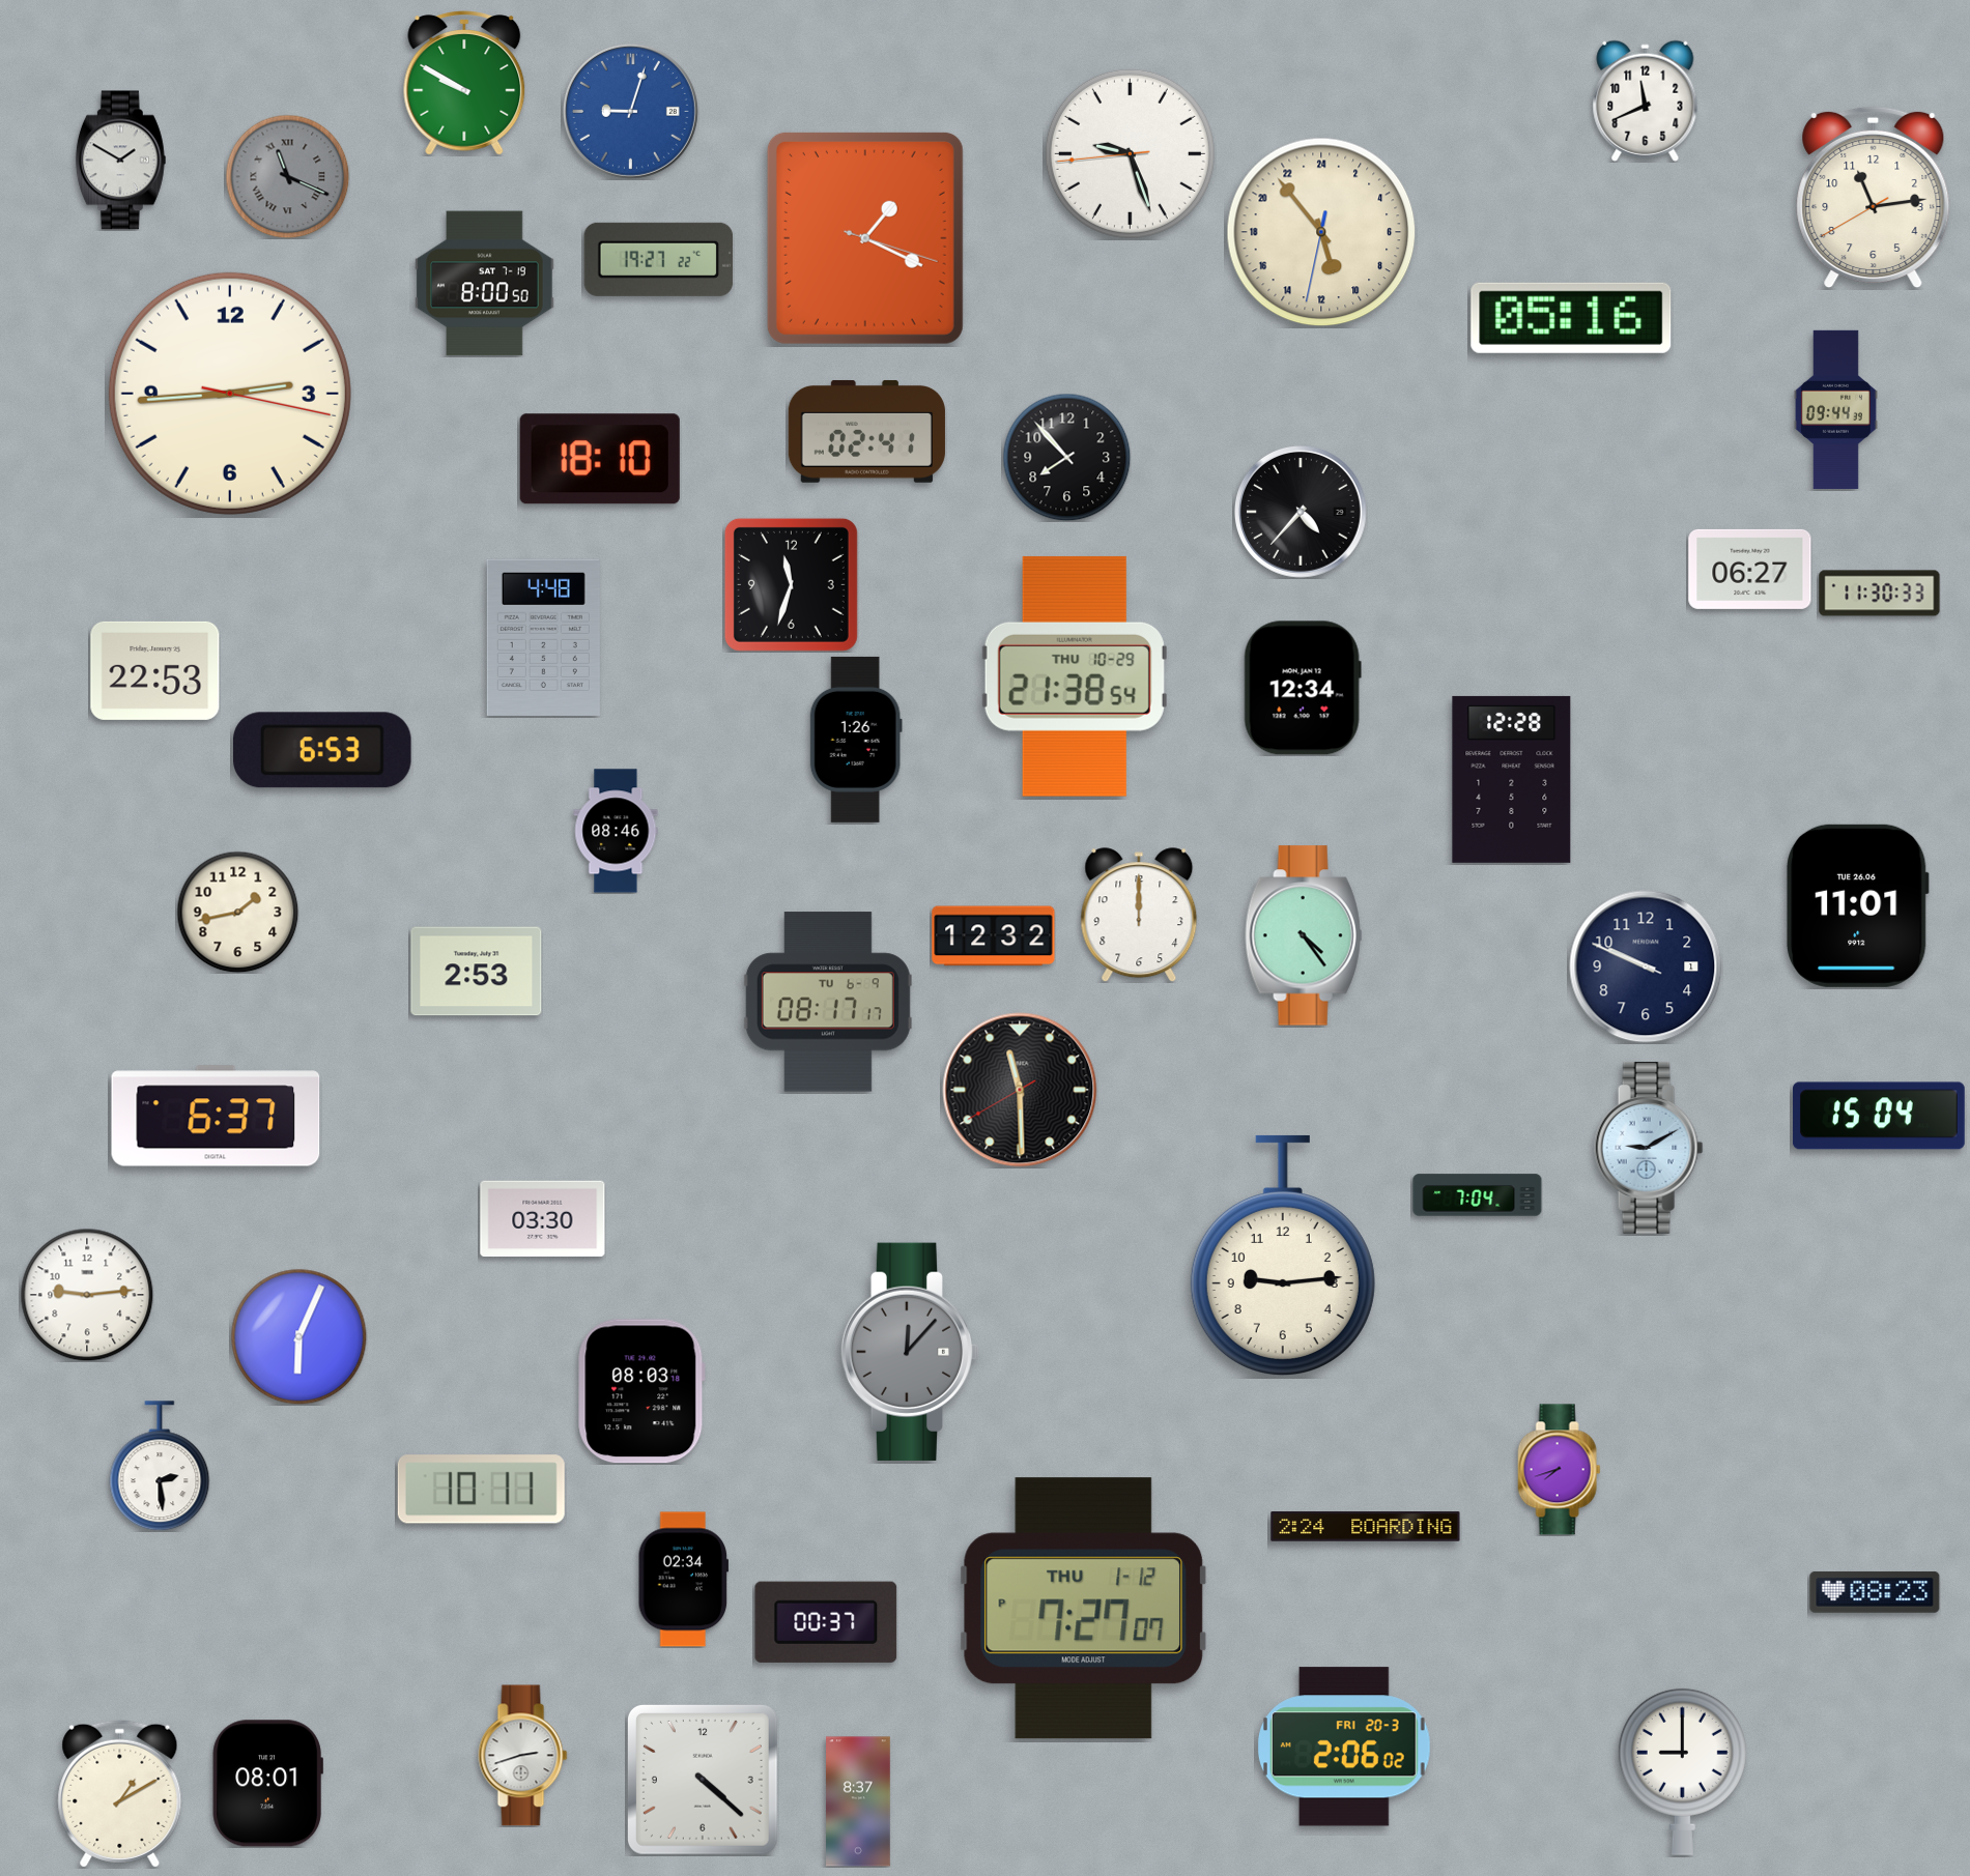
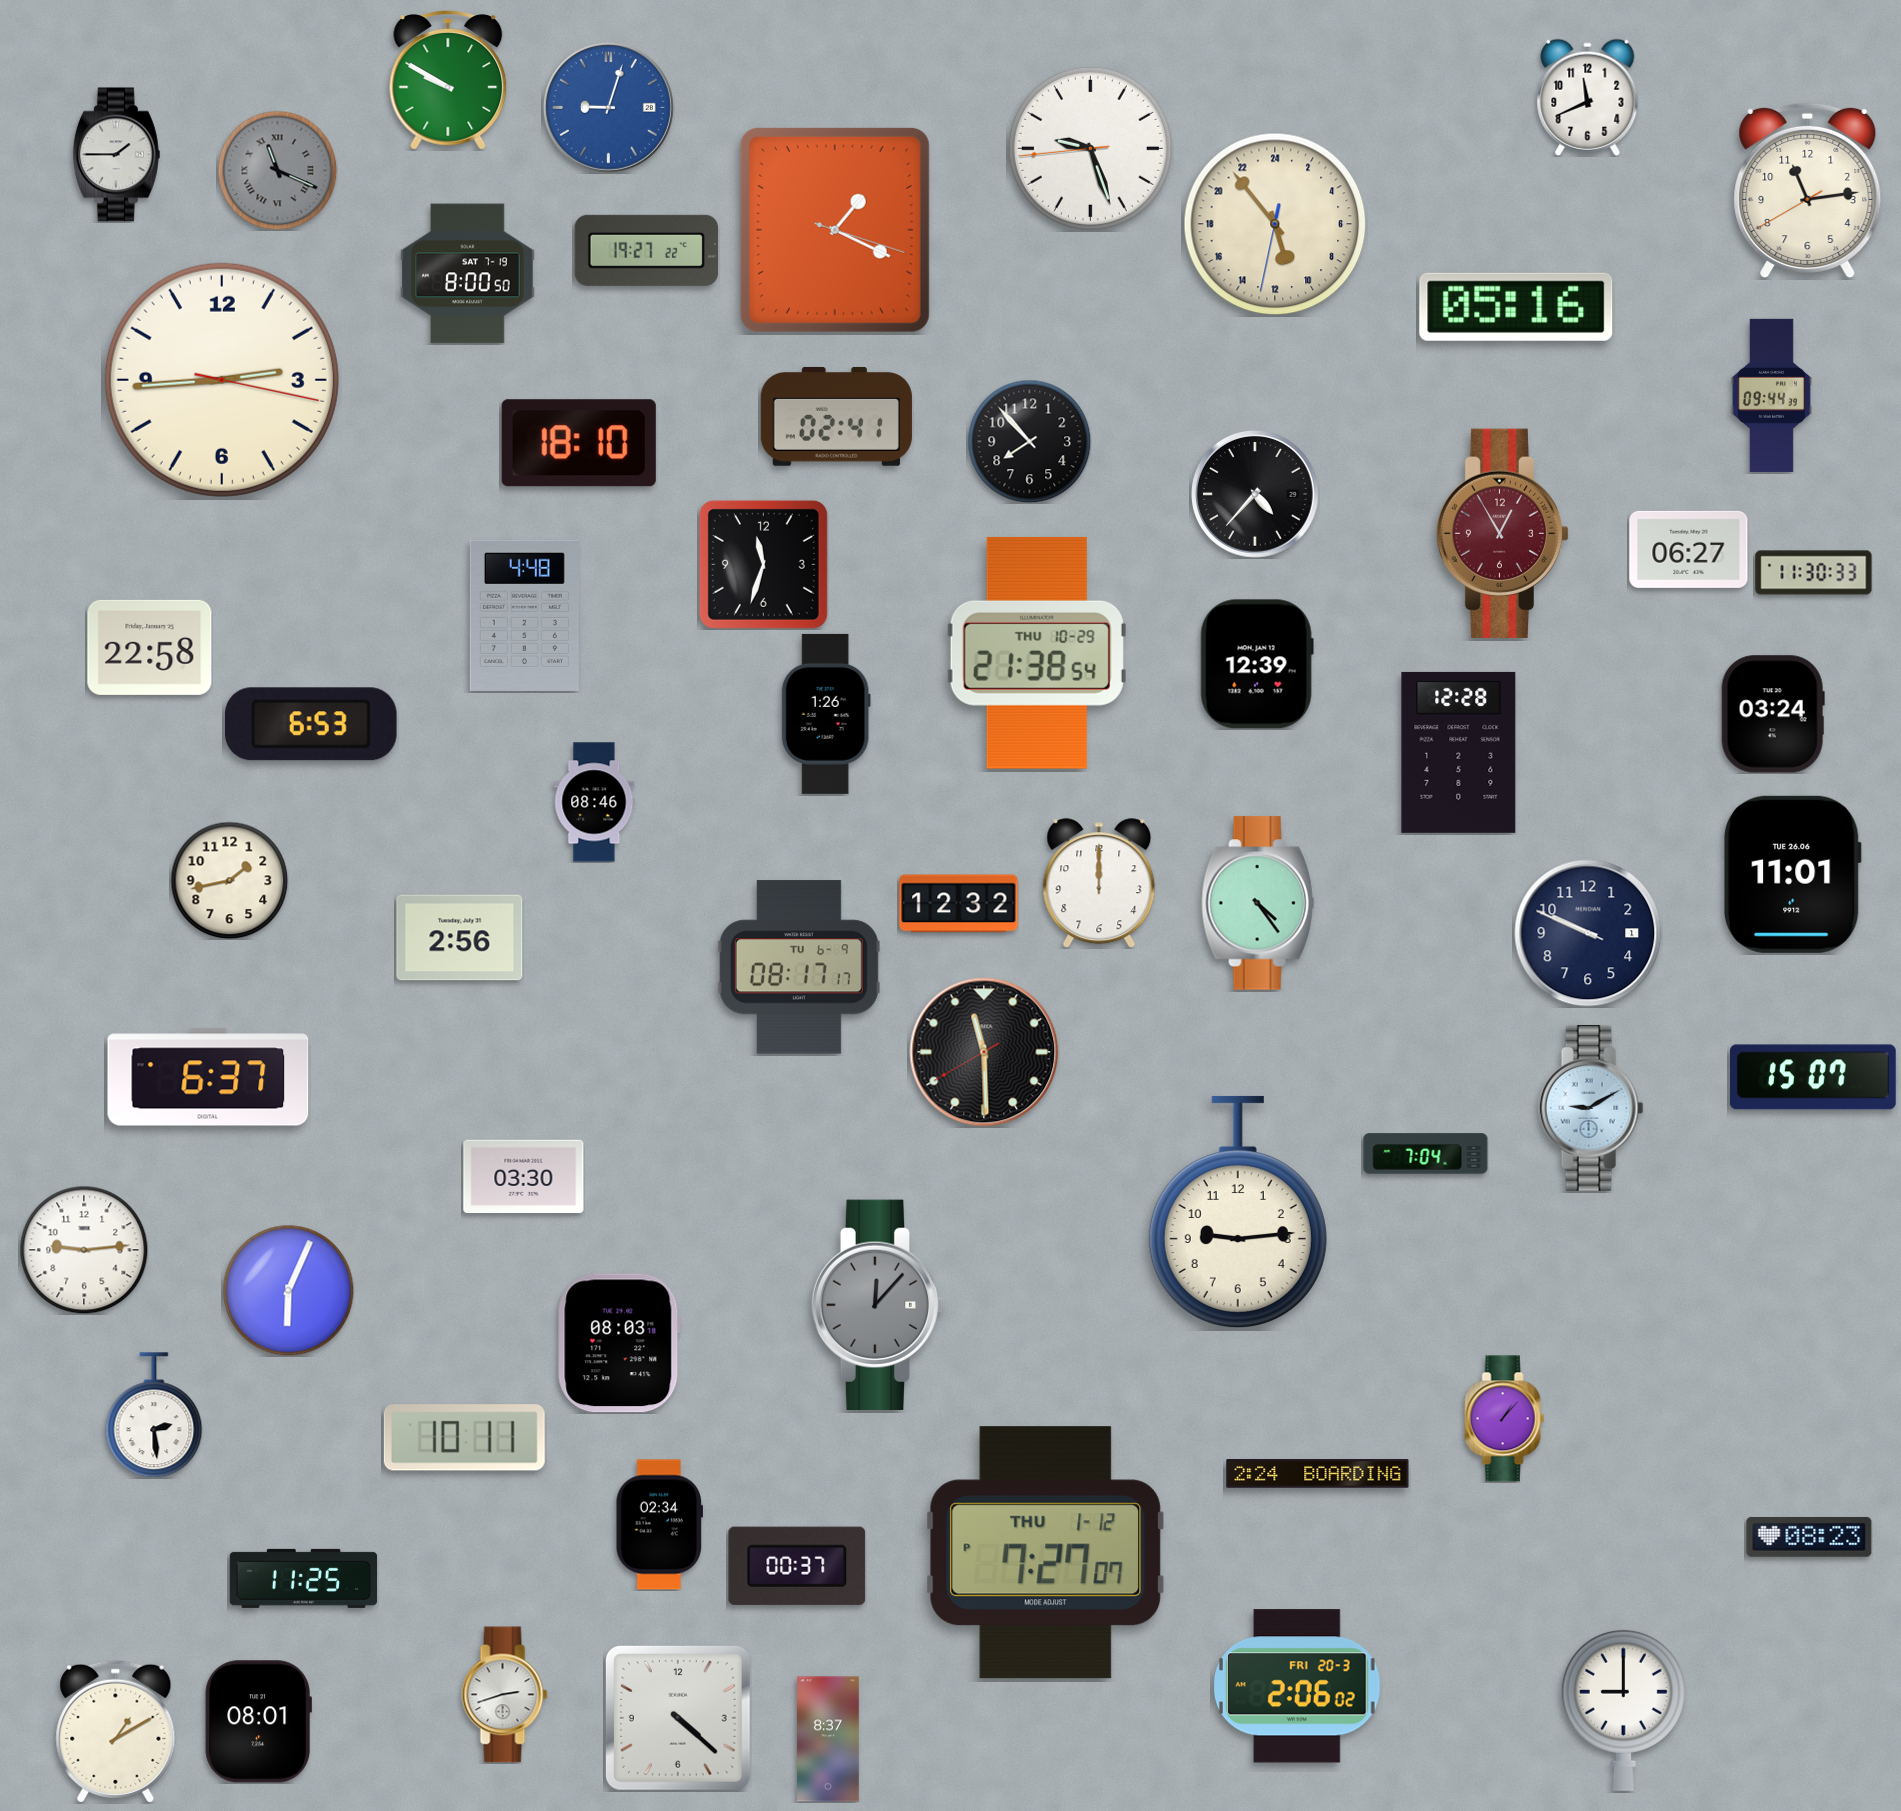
clock at (120, 161): 1:50 -> 1:45
clock at (659, 259) position: (659, 259) -> (647, 250)
clock at (1503, 533): none -> 12:55
clock at (155, 670): 22:53 -> 22:58
clock at (1303, 688): 12:34 -> 12:39
clock at (1773, 714): none -> 03:24
clock at (477, 972): 2:53 -> 2:56
clock at (1879, 1116): 15:04 -> 15:07
clock at (1560, 1470): 7:42 -> 1:07
clock at (304, 1578): none -> 11:25
